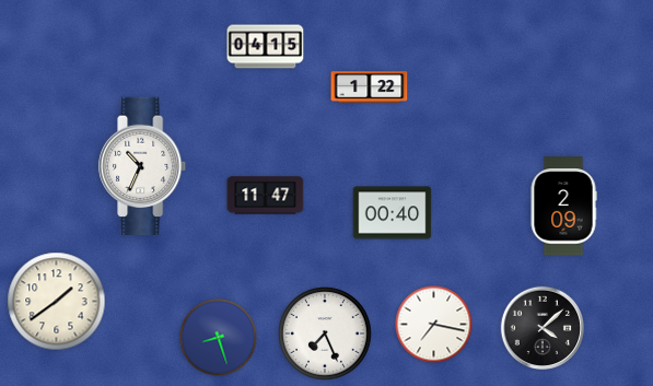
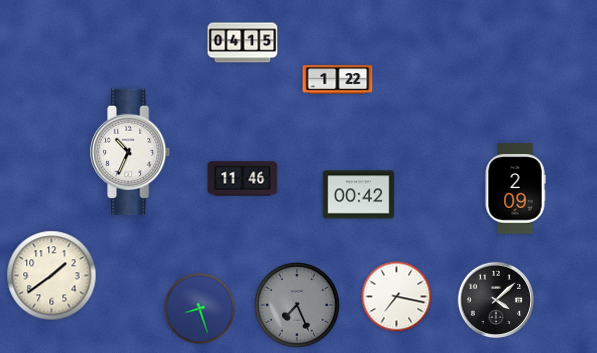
clock at (266, 196): 11:47 -> 11:46
clock at (393, 213): 00:40 -> 00:42
clock at (325, 334) dial: white -> grey
